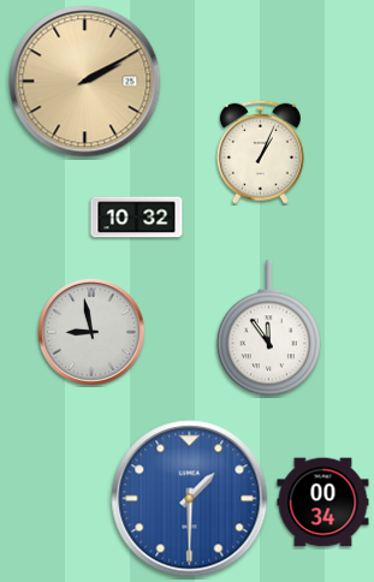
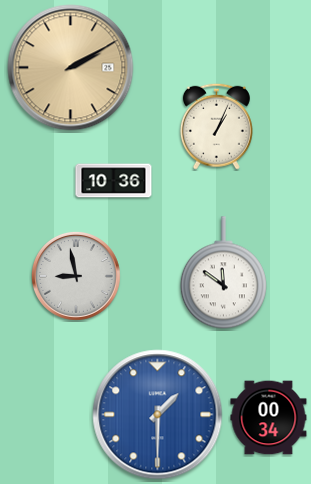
clock at (137, 218): 10:32 -> 10:36
clock at (268, 328): 11:54 -> 11:51
